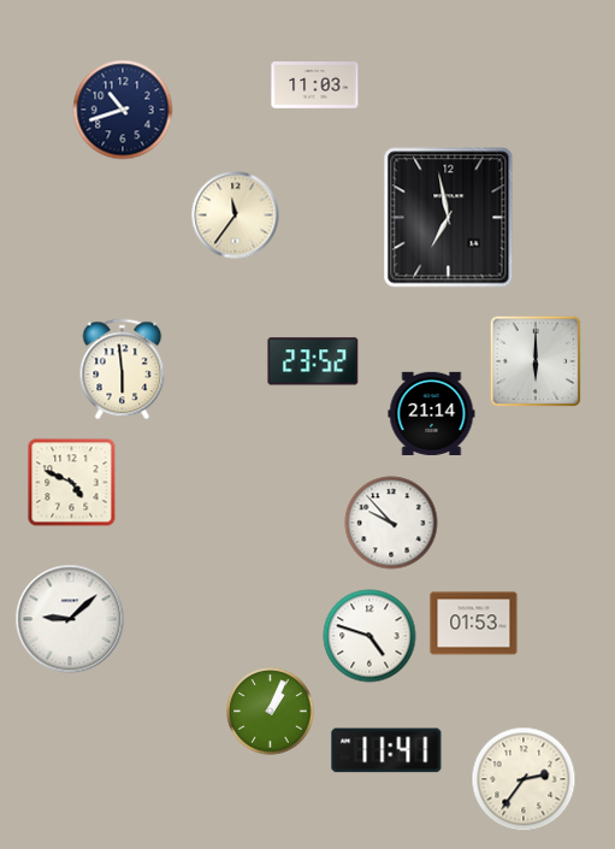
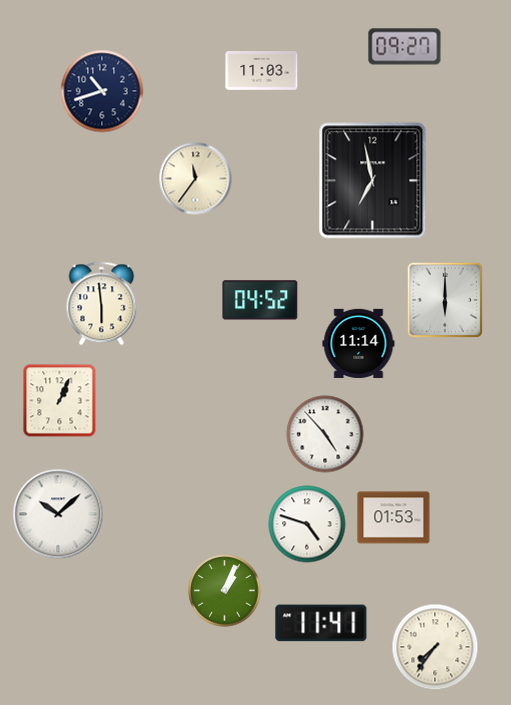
clock at (405, 47): none -> 09:27
clock at (313, 361): 23:52 -> 04:52
clock at (123, 370) position: (123, 370) -> (102, 304)
clock at (432, 413): 21:14 -> 11:14
clock at (72, 483): 4:49 -> 1:04
clock at (391, 523): 9:53 -> 4:53
clock at (70, 619): 9:08 -> 10:08
clock at (369, 636) position: (369, 636) -> (307, 524)
clock at (524, 779): 2:36 -> 7:36
